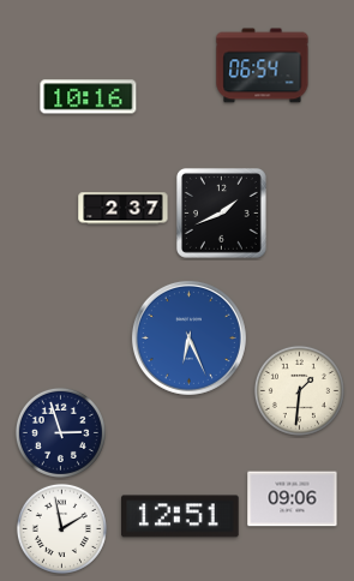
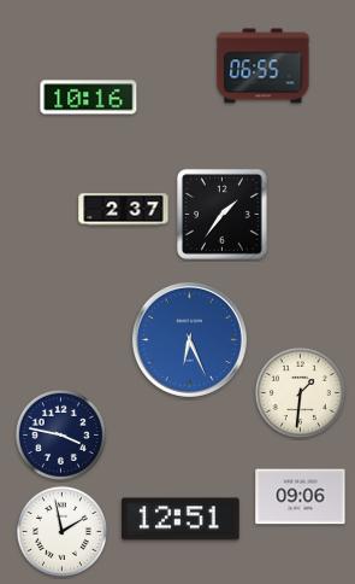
clock at (263, 66): 06:54 -> 06:55
clock at (221, 212): 1:41 -> 1:36
clock at (60, 432): 2:57 -> 3:47
clock at (293, 499) position: (293, 499) -> (301, 497)
